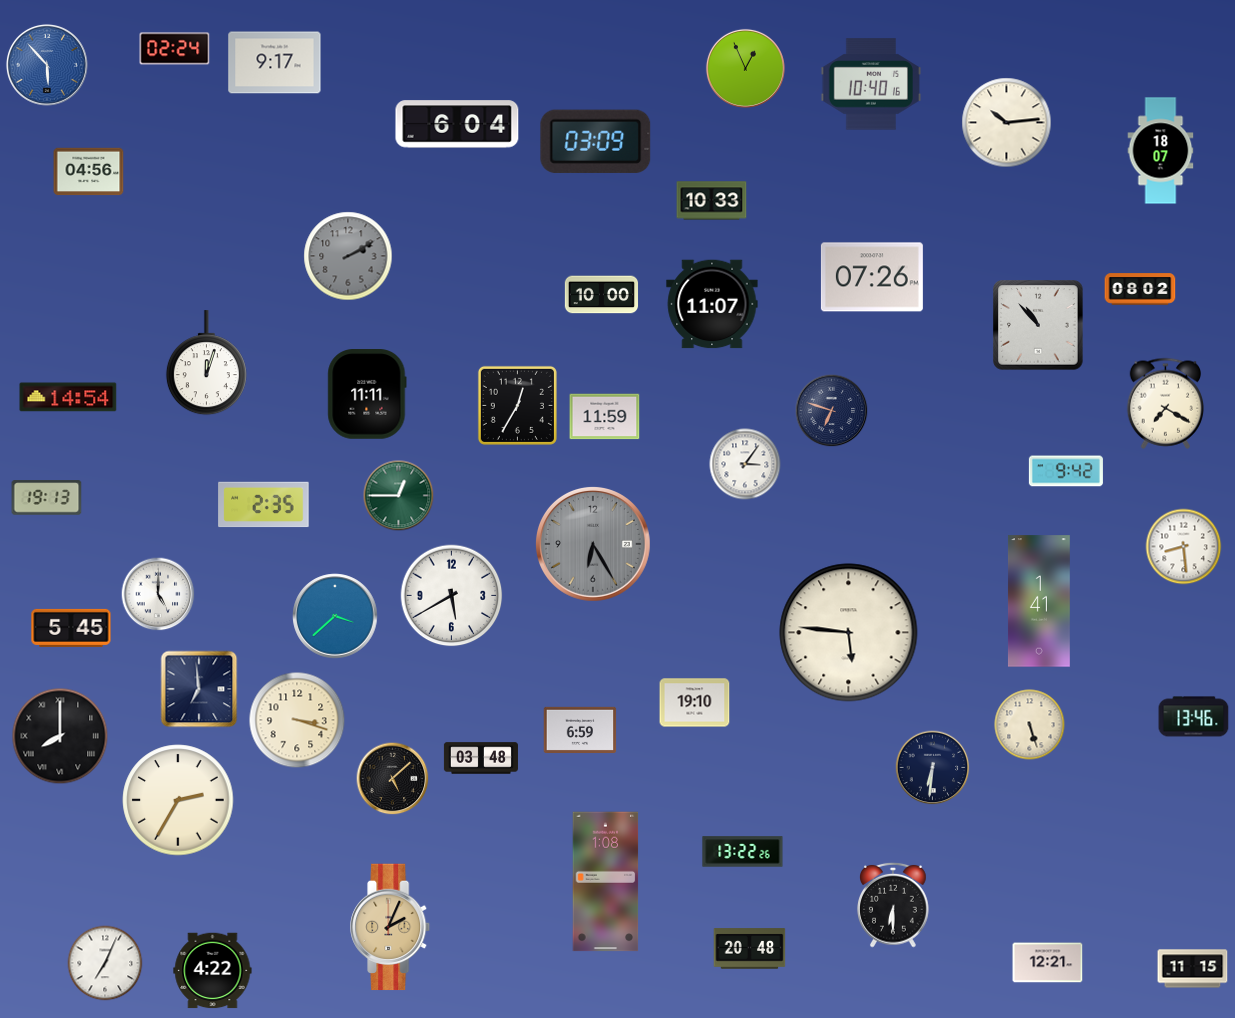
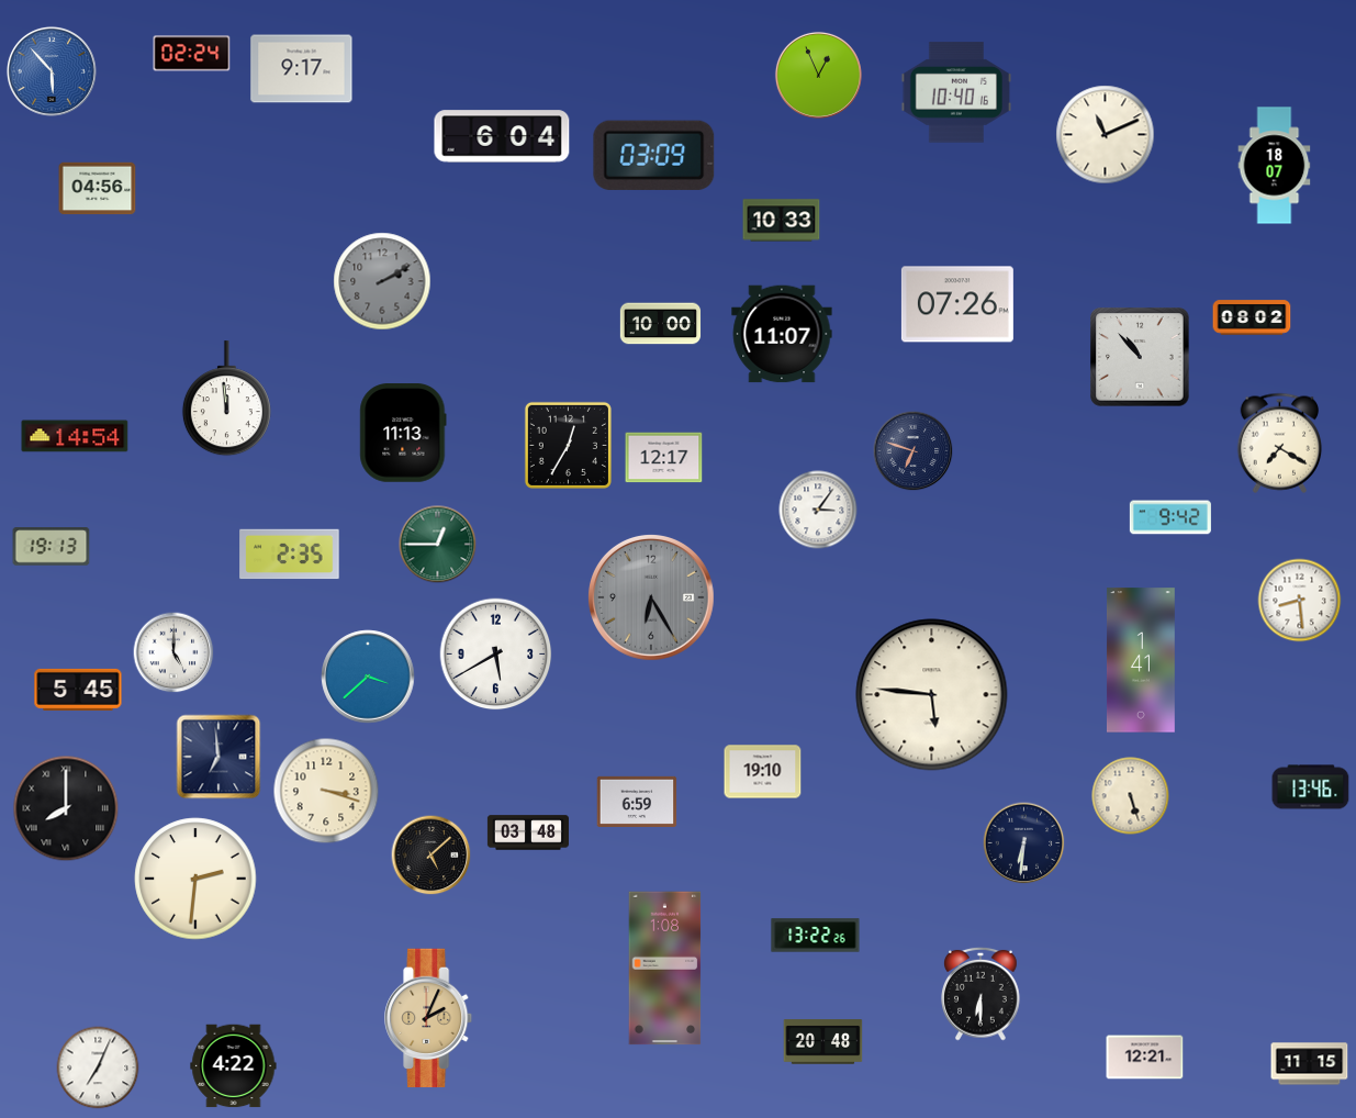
clock at (1007, 123): 10:14 -> 11:11
clock at (206, 363): 12:03 -> 11:59
clock at (367, 394): 11:11 -> 11:13
clock at (605, 417): 11:59 -> 12:17
clock at (178, 800): 2:35 -> 2:31
clock at (105, 963) position: (105, 963) -> (98, 1067)
clock at (1048, 963) position: (1048, 963) -> (1145, 1058)
